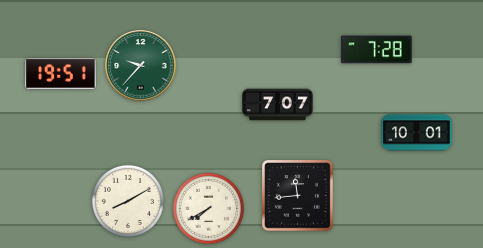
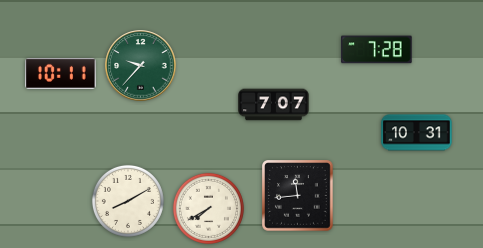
clock at (61, 74): 19:51 -> 10:11
clock at (278, 105) position: (278, 105) -> (274, 105)
clock at (417, 133): 10:01 -> 10:31
